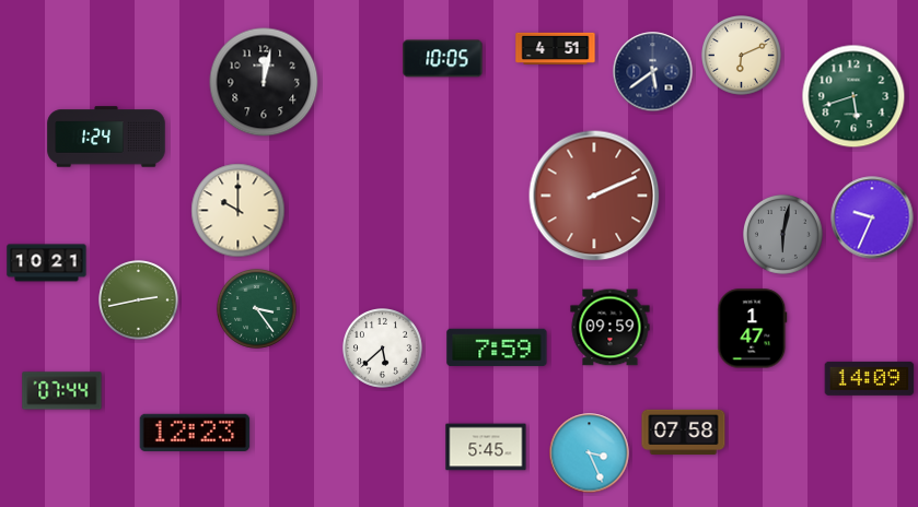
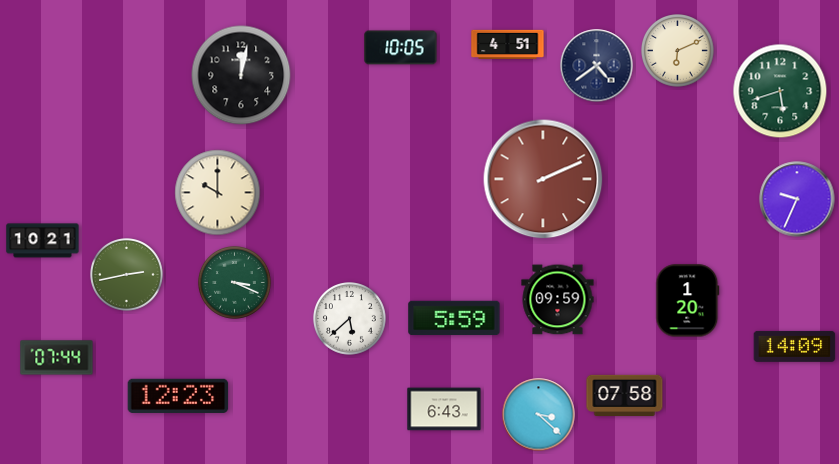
clock at (443, 59) position: (443, 59) -> (401, 48)
clock at (653, 72): 5:39 -> 4:39
clock at (853, 96) position: (853, 96) -> (780, 91)
clock at (106, 137): 1:24 -> none
clock at (783, 235): 6:02 -> none
clock at (257, 309): 3:24 -> 3:19
clock at (753, 329): 1:47 -> 1:20
clock at (497, 347): 7:59 -> 5:59
clock at (486, 447): 5:45 -> 6:43
clock at (590, 453): 3:26 -> 3:22
